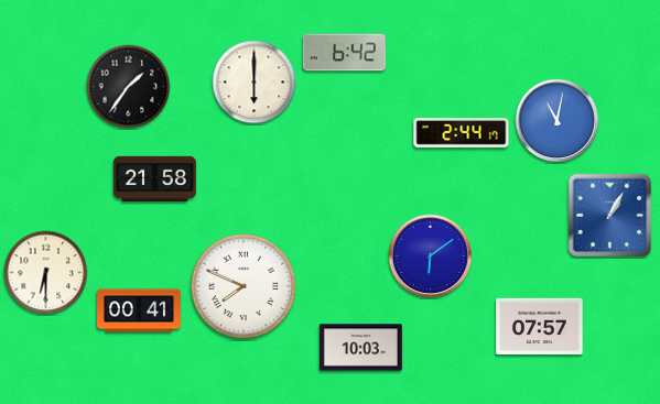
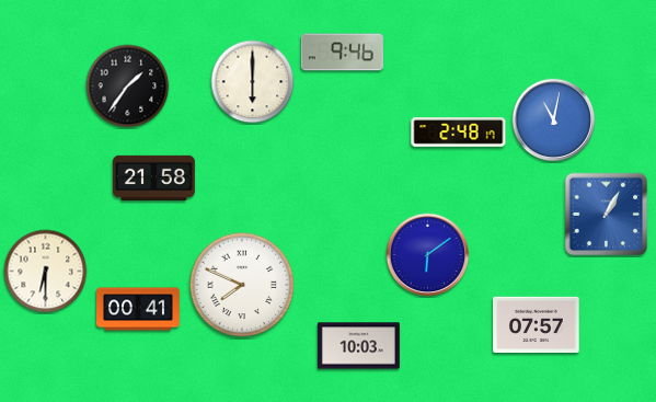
clock at (344, 53): 6:42 -> 9:46
clock at (462, 133): 2:44 -> 2:48
